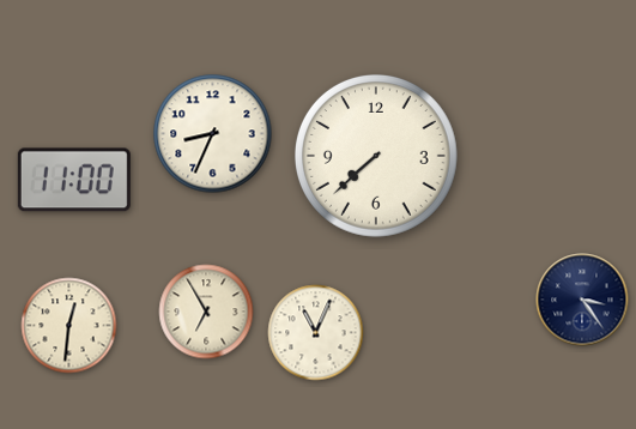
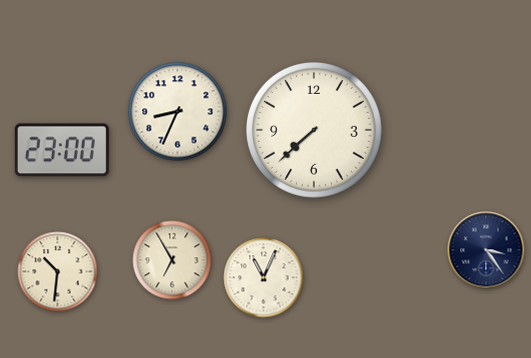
clock at (74, 180): 11:00 -> 23:00
clock at (69, 326): 12:31 -> 10:31
